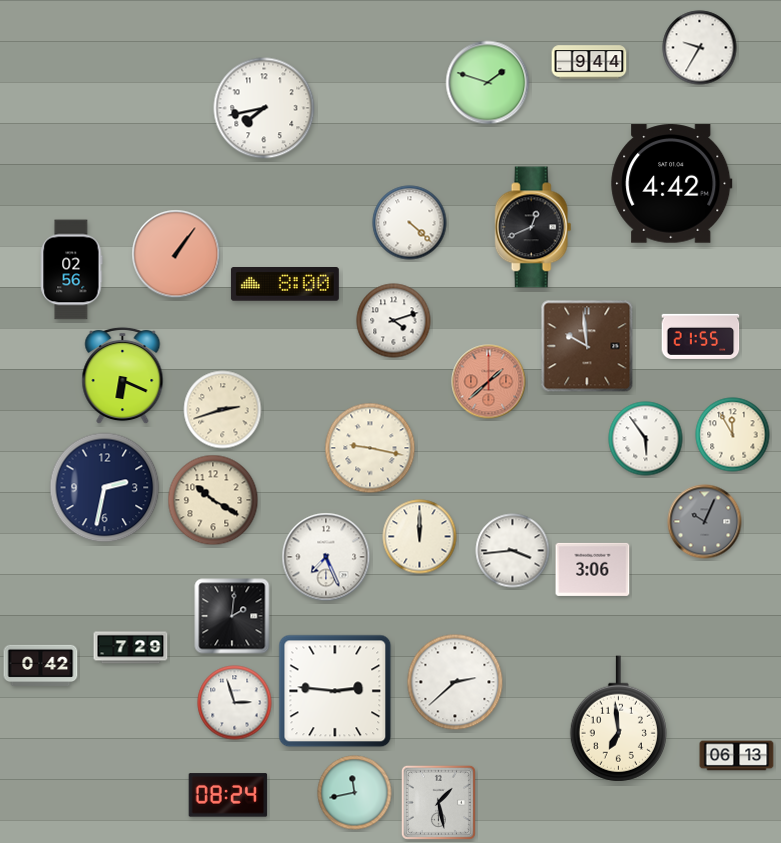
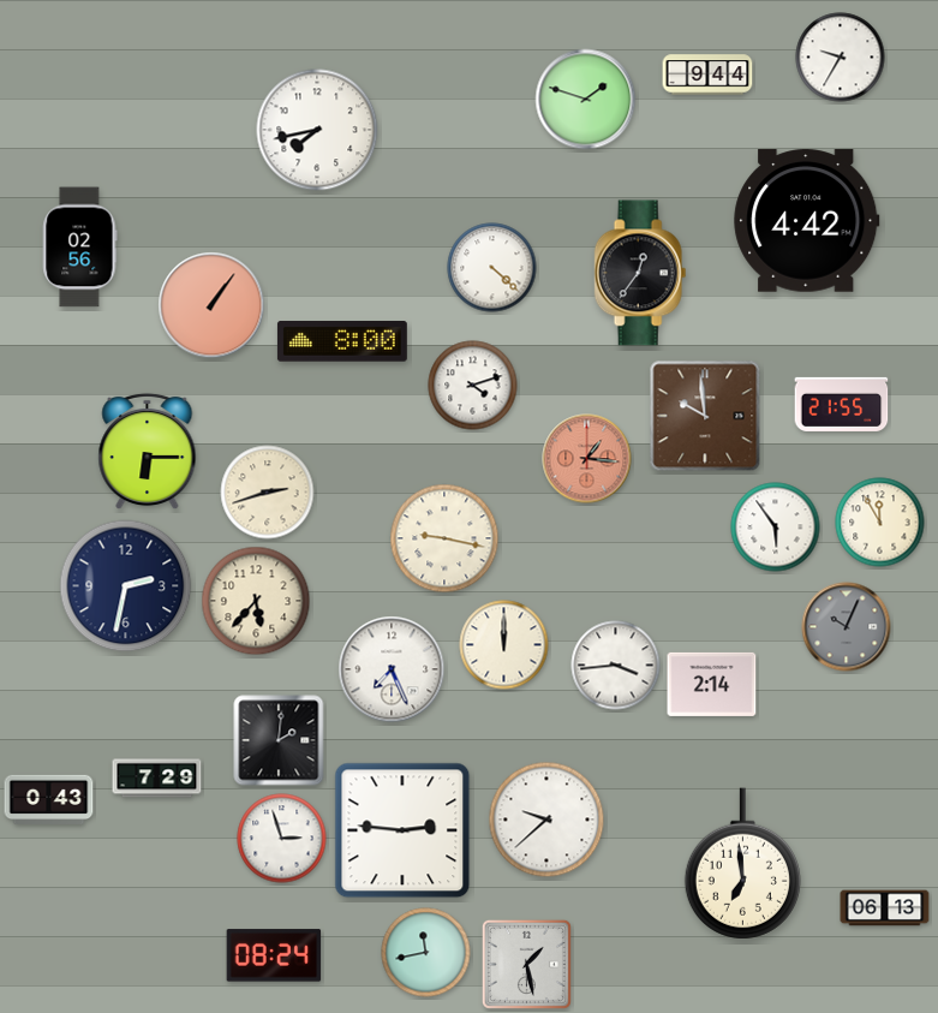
clock at (533, 227): 12:41 -> 12:36
clock at (72, 270) position: (72, 270) -> (80, 248)
clock at (123, 376): 6:19 -> 6:15
clock at (489, 382): 1:38 -> 1:16
clock at (213, 500): 10:20 -> 5:37
clock at (513, 551) position: (513, 551) -> (616, 666)
clock at (593, 569): 3:06 -> 2:14
clock at (41, 665): 0:42 -> 0:43
clock at (455, 682): 2:38 -> 9:38
clock at (235, 703) position: (235, 703) -> (282, 839)
